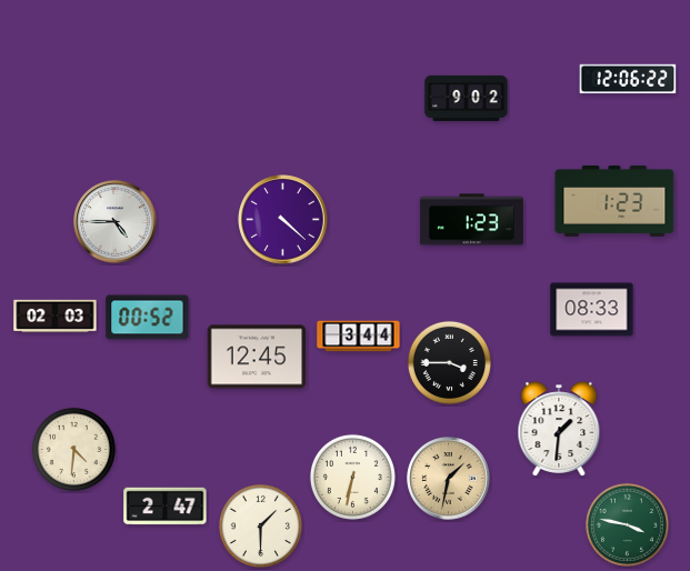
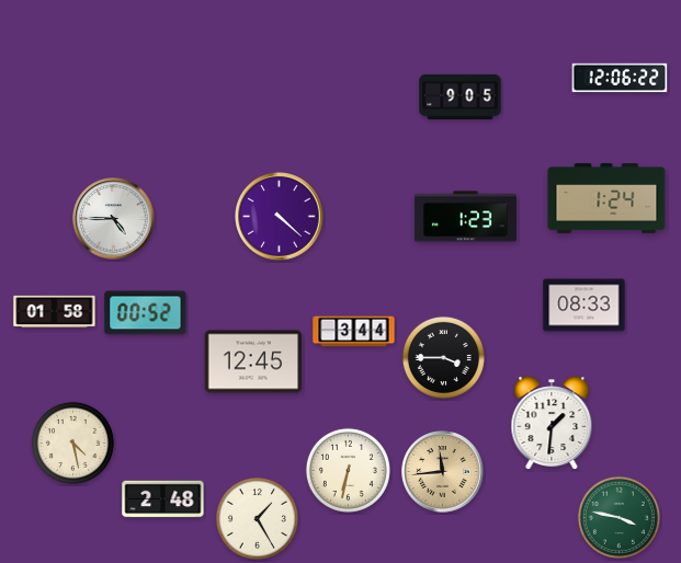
clock at (467, 98): 9:02 -> 9:05
clock at (614, 202): 1:23 -> 1:24
clock at (56, 317): 02:03 -> 01:58
clock at (257, 357) position: (257, 357) -> (253, 361)
clock at (73, 449): 4:31 -> 4:28
clock at (449, 479): 1:32 -> 11:44
clock at (166, 507): 2:47 -> 2:48
clock at (260, 525): 1:30 -> 1:25
